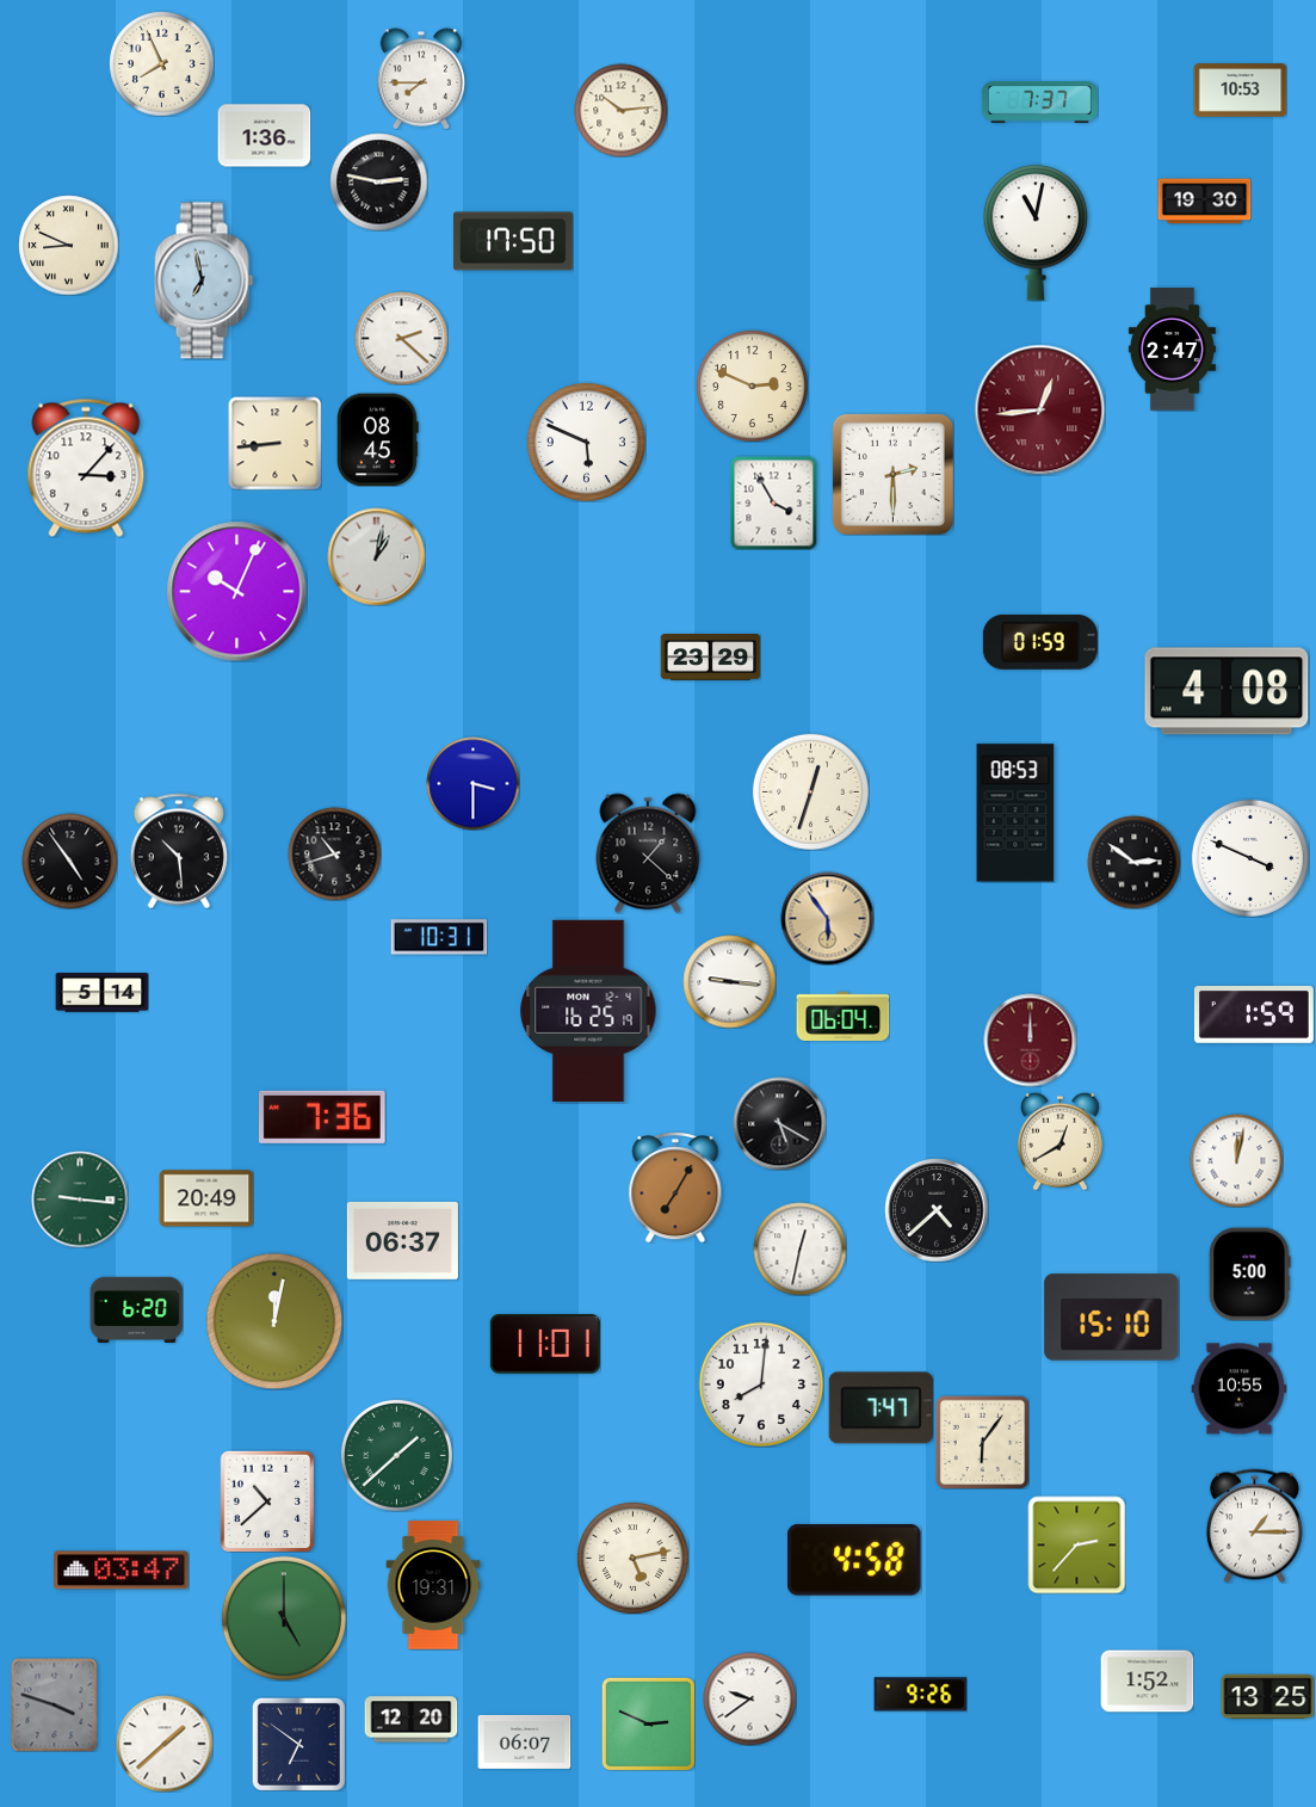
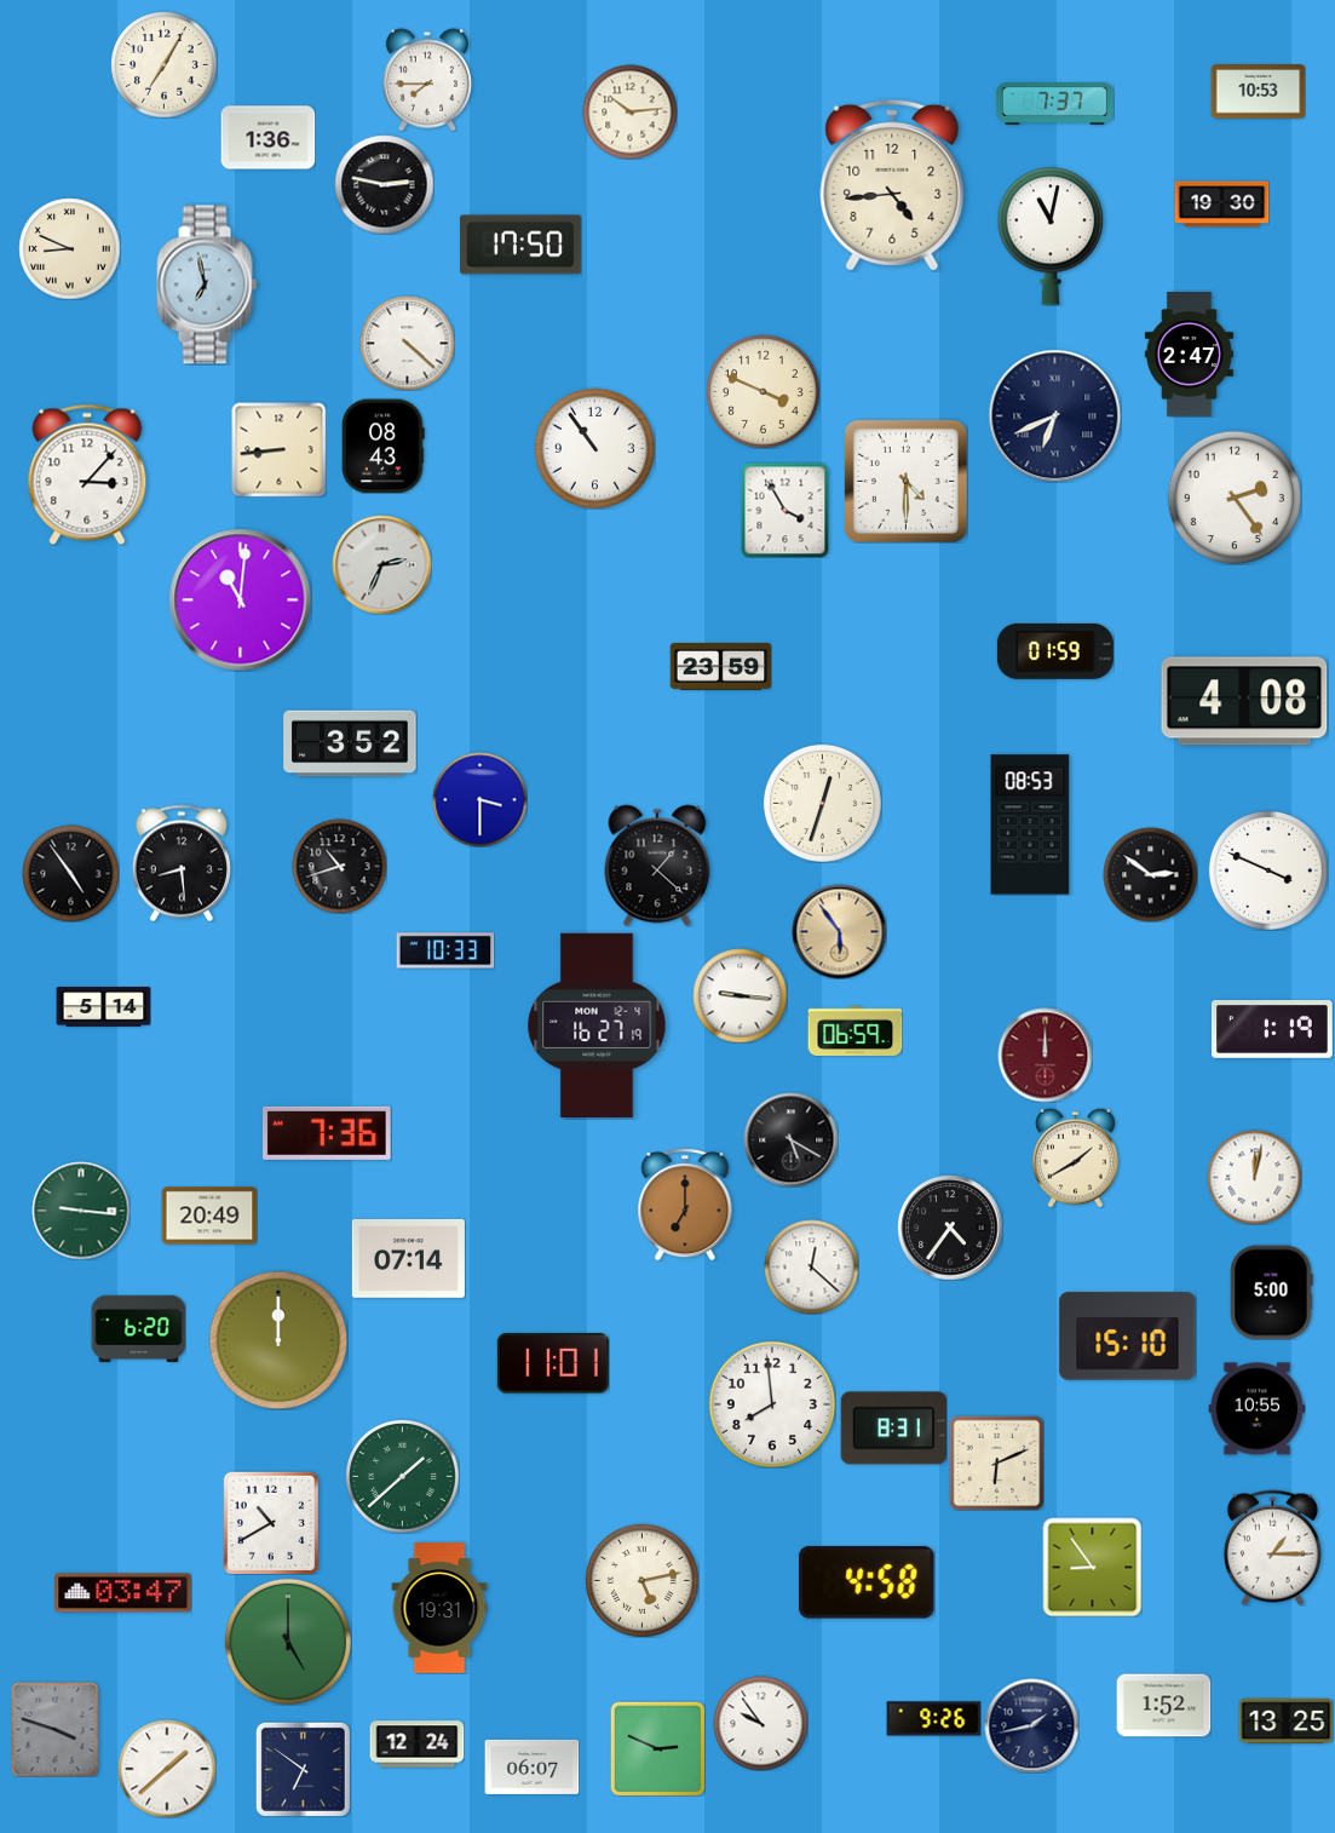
clock at (161, 63): 7:56 -> 7:05
clock at (892, 185): none -> 4:44
clock at (401, 338): 2:22 -> 4:22
clock at (752, 386): 2:49 -> 3:49
clock at (1039, 409): 12:44 -> 6:41
clock at (1039, 409) dial: burgundy -> navy
clock at (378, 439): 08:45 -> 08:43
clock at (586, 442): 5:49 -> 10:54
clock at (892, 474): 2:30 -> 4:30
clock at (1235, 498): none -> 2:24
clock at (376, 556): 1:02 -> 2:34
clock at (236, 591): 10:04 -> 11:01
clock at (710, 658): 23:29 -> 23:59
clock at (350, 743): none -> 3:52
clock at (472, 783) position: (472, 783) -> (479, 799)
clock at (179, 851): 10:29 -> 8:29
clock at (439, 937): 10:31 -> 10:33
clock at (588, 1011): 16:25 -> 16:27
clock at (842, 1016): 06:04 -> 06:59
clock at (1254, 1016): 1:59 -> 1:19
clock at (1061, 1141): 12:40 -> 1:40
clock at (675, 1188): 7:05 -> 7:00
clock at (80, 1199) position: (80, 1199) -> (81, 1211)
clock at (937, 1210): 4:38 -> 4:36
clock at (402, 1240): 06:37 -> 07:14
clock at (799, 1248): 12:32 -> 12:22
clock at (1249, 1273) position: (1249, 1273) -> (1271, 1292)
clock at (274, 1321): 12:02 -> 12:00
clock at (761, 1384): 8:01 -> 7:59
clock at (881, 1408): 7:47 -> 8:31
clock at (982, 1442): 6:06 -> 6:11
clock at (266, 1501): 10:38 -> 10:40
clock at (1076, 1544): 2:37 -> 8:54
clock at (749, 1698): 9:39 -> 9:54
clock at (1031, 1725): none -> 1:43
clock at (410, 1720): 12:20 -> 12:24
